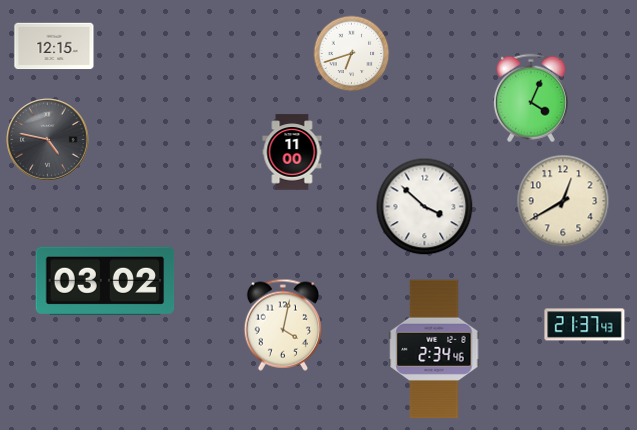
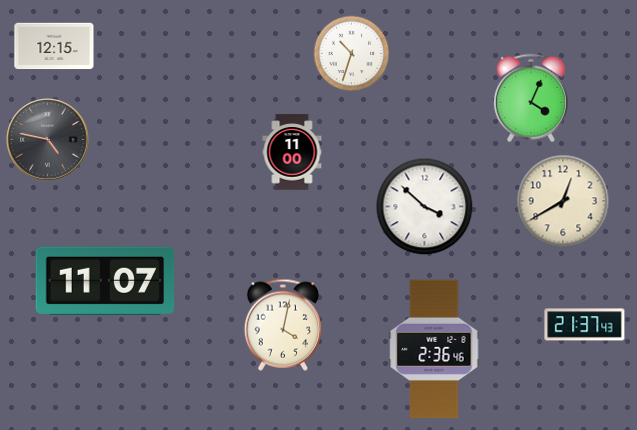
clock at (352, 54): 6:42 -> 10:33
clock at (105, 281): 03:02 -> 11:07
clock at (434, 349): 2:34 -> 2:36
